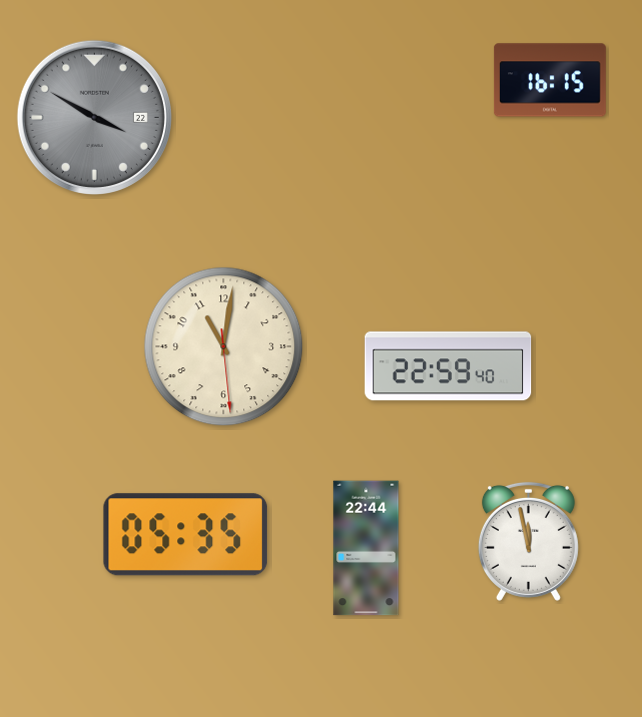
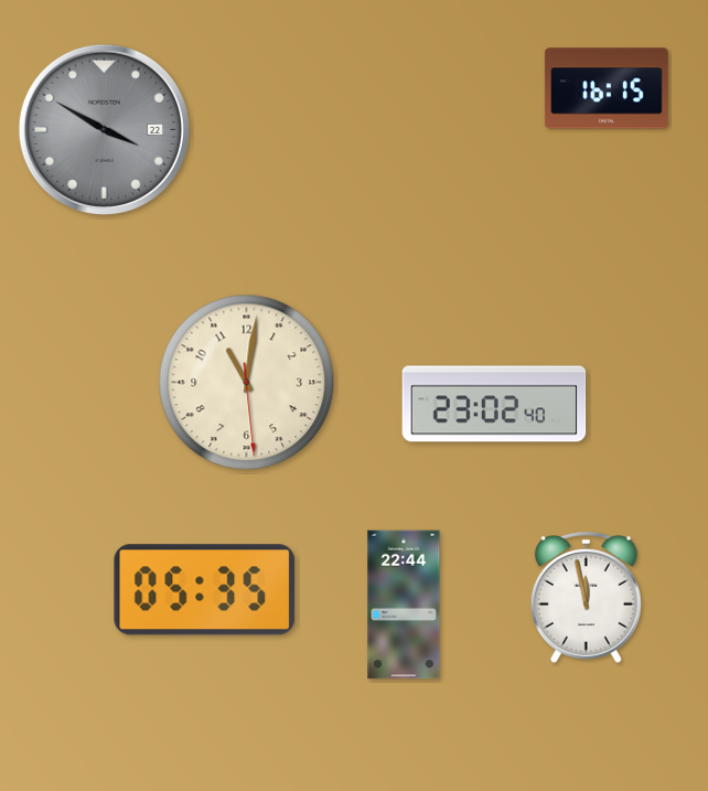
clock at (448, 366): 22:59 -> 23:02
clock at (528, 541) position: (528, 541) -> (586, 597)
